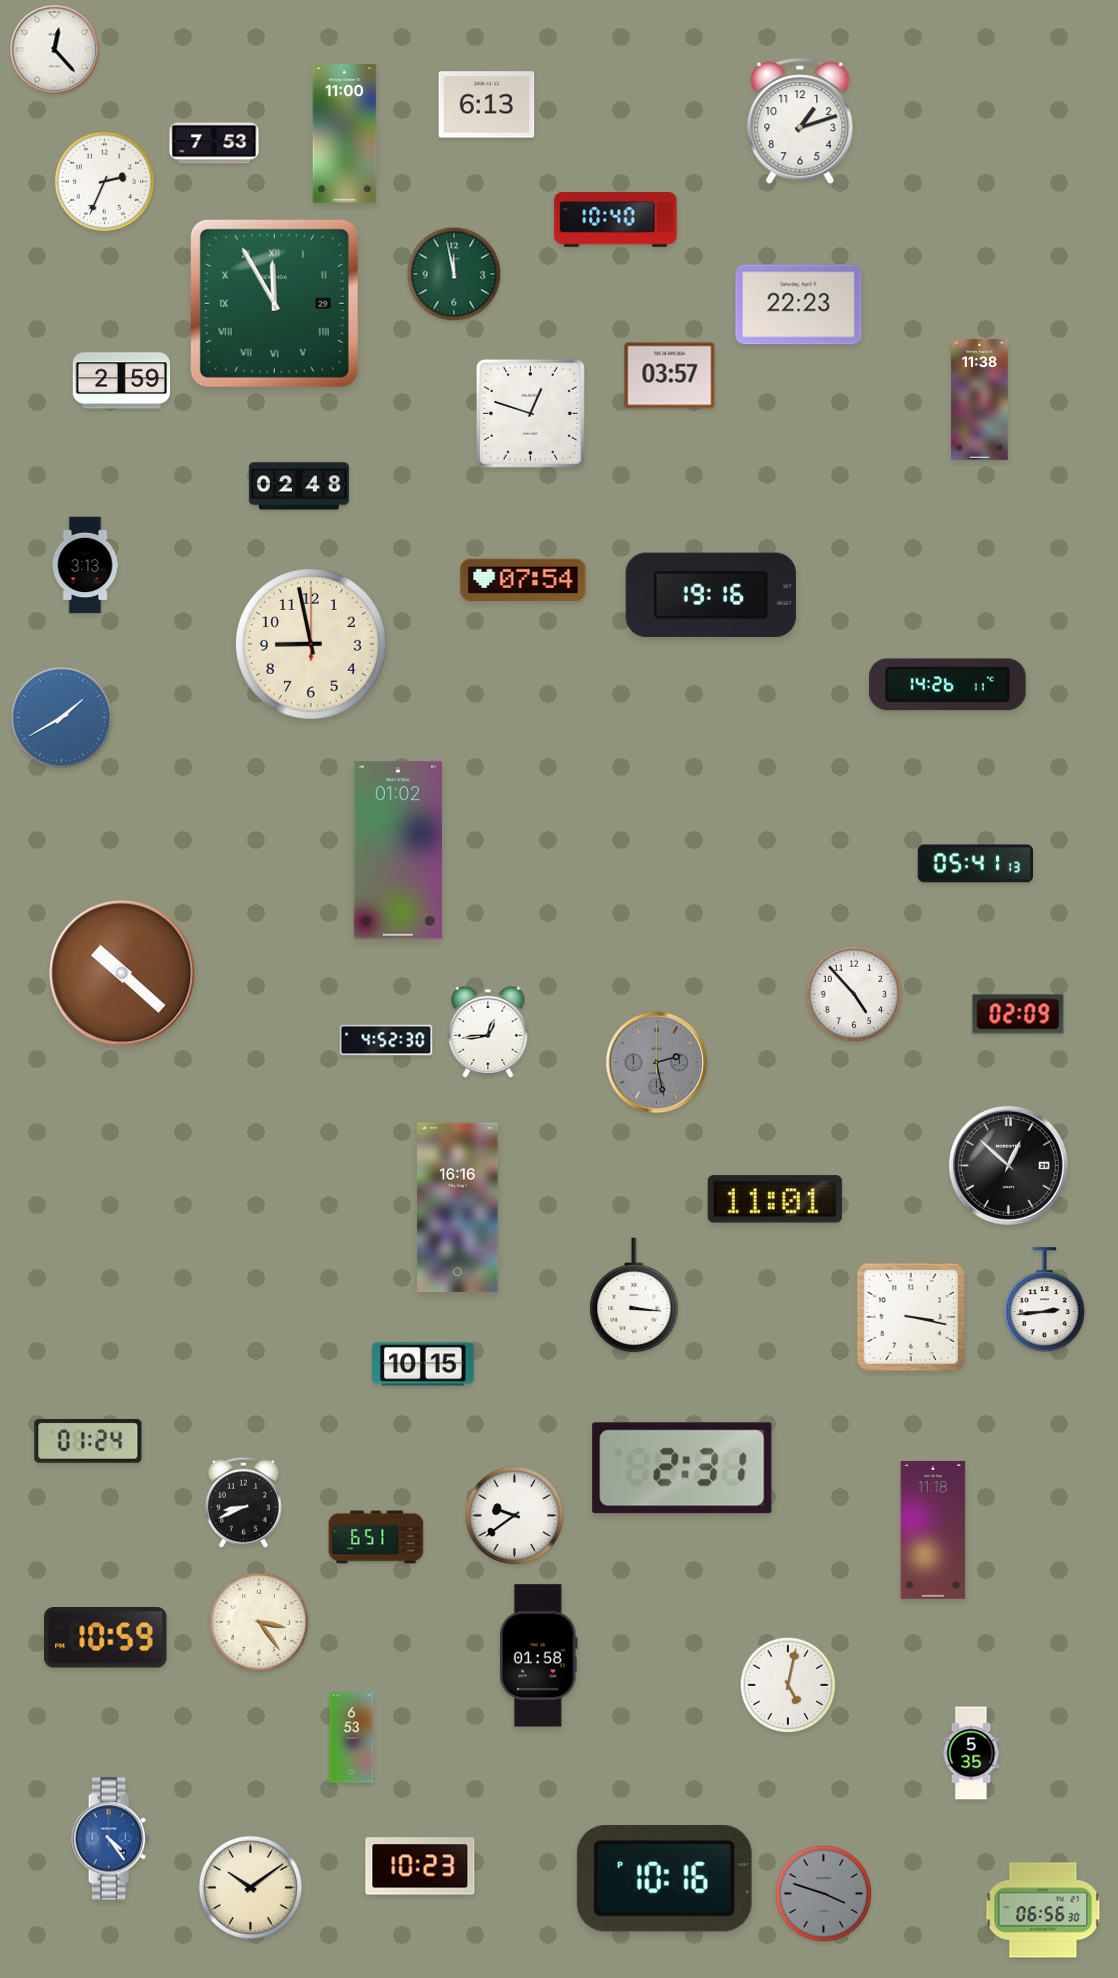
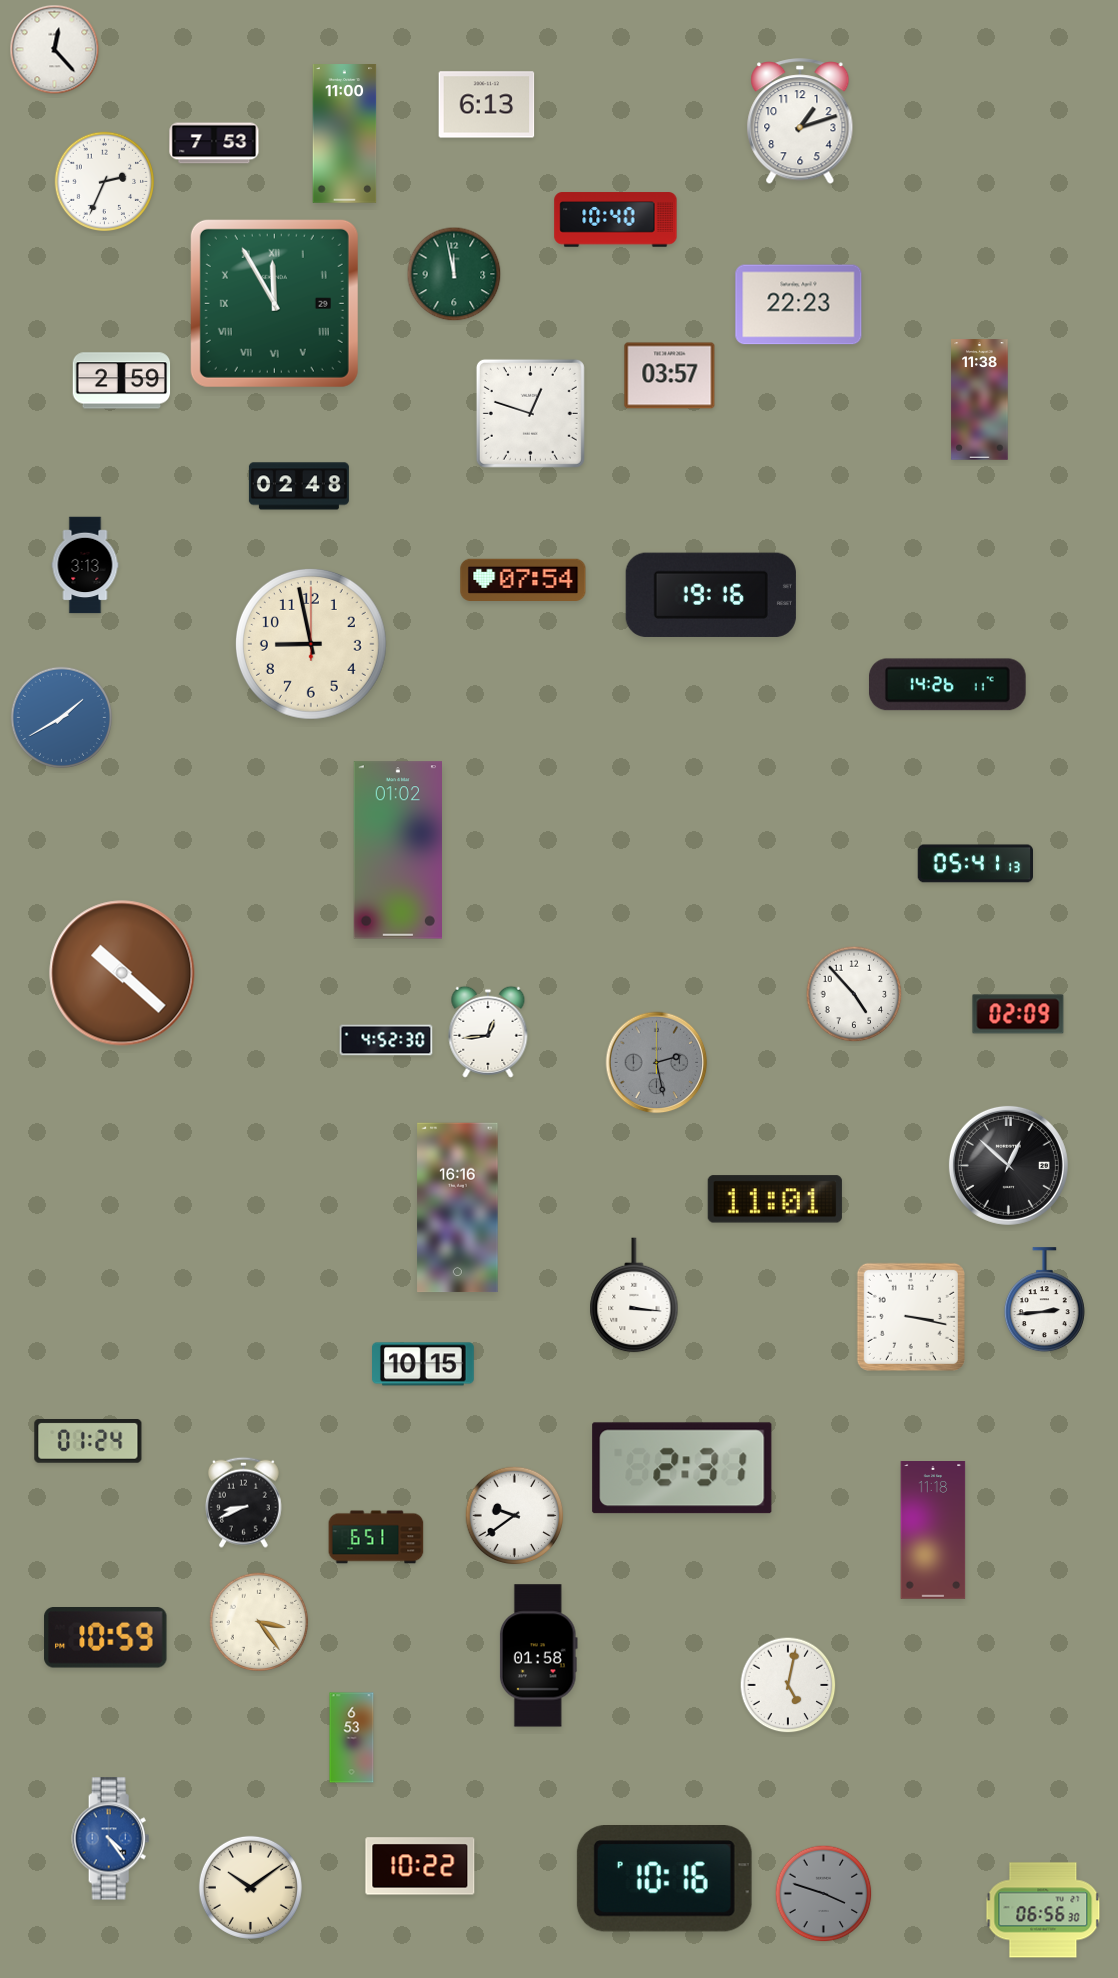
clock at (971, 1753): 5:35 -> none
clock at (420, 1866): 10:23 -> 10:22
